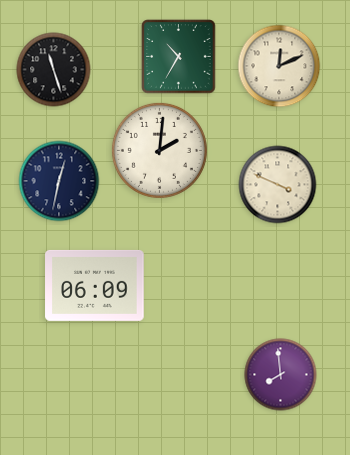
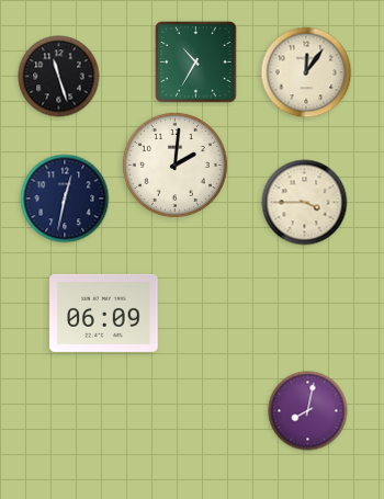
clock at (279, 66): 12:11 -> 12:06
clock at (278, 185): 3:49 -> 3:45
clock at (281, 375): 7:59 -> 8:02
